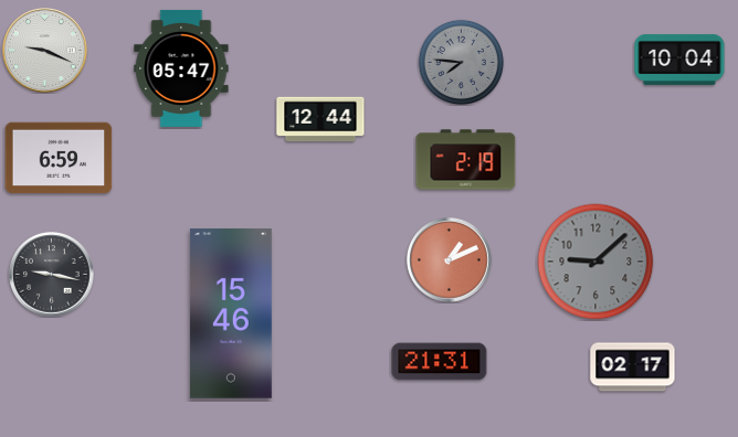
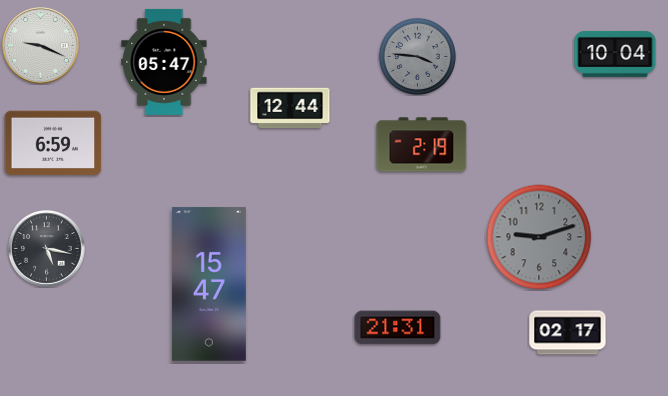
clock at (461, 62): 7:46 -> 3:46
clock at (450, 260): 1:11 -> none
clock at (595, 262): 9:08 -> 9:12
clock at (52, 275): 9:17 -> 5:17
clock at (231, 313): 15:46 -> 15:47
clock at (633, 367) position: (633, 367) -> (568, 333)
